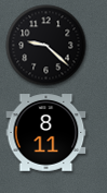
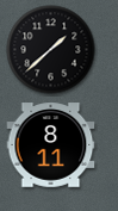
clock at (46, 46): 9:22 -> 1:38
